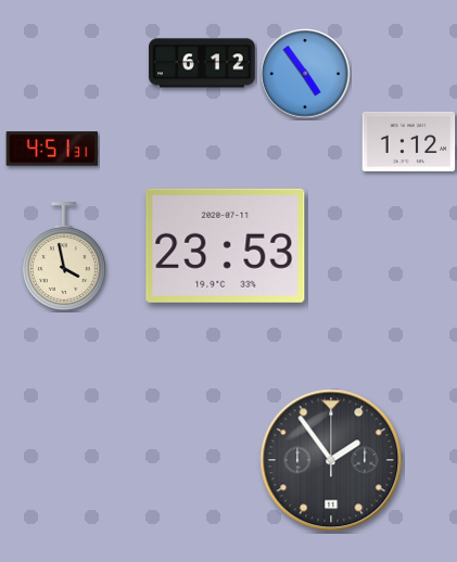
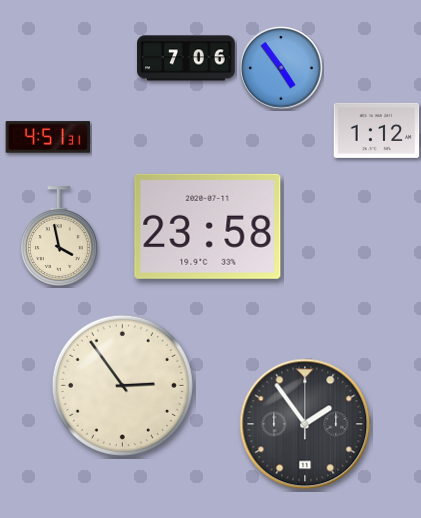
clock at (202, 63): 6:12 -> 7:06
clock at (226, 245): 23:53 -> 23:58
clock at (122, 385): none -> 2:54
